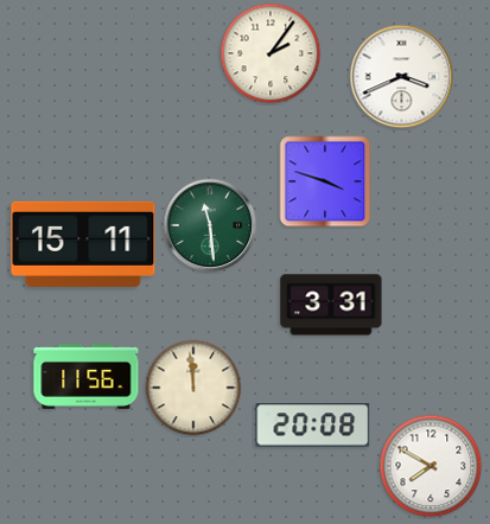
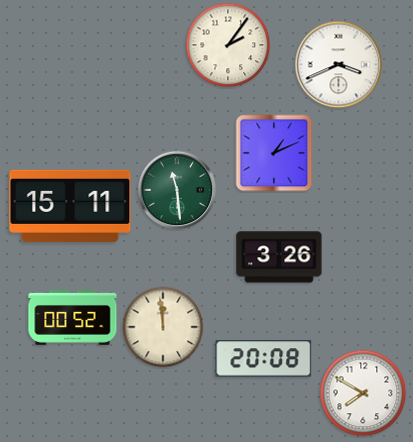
clock at (325, 181): 3:48 -> 1:11
clock at (331, 305): 3:31 -> 3:26
clock at (87, 377): 11:56 -> 00:52
